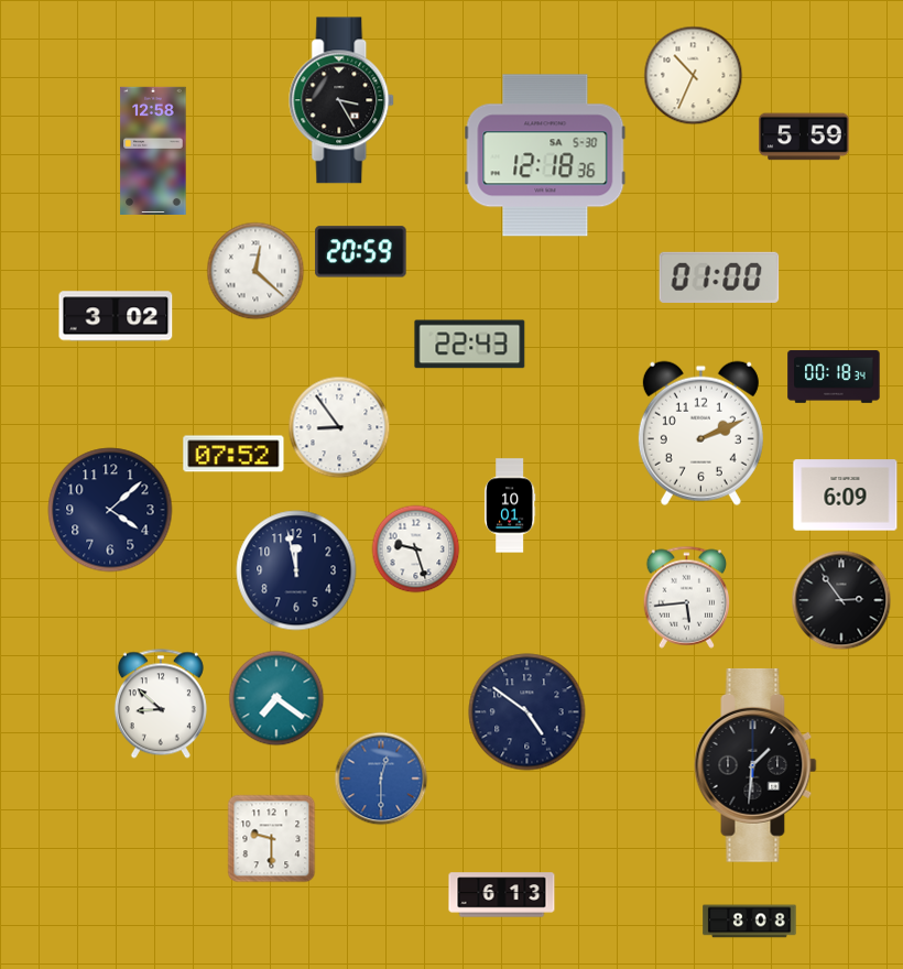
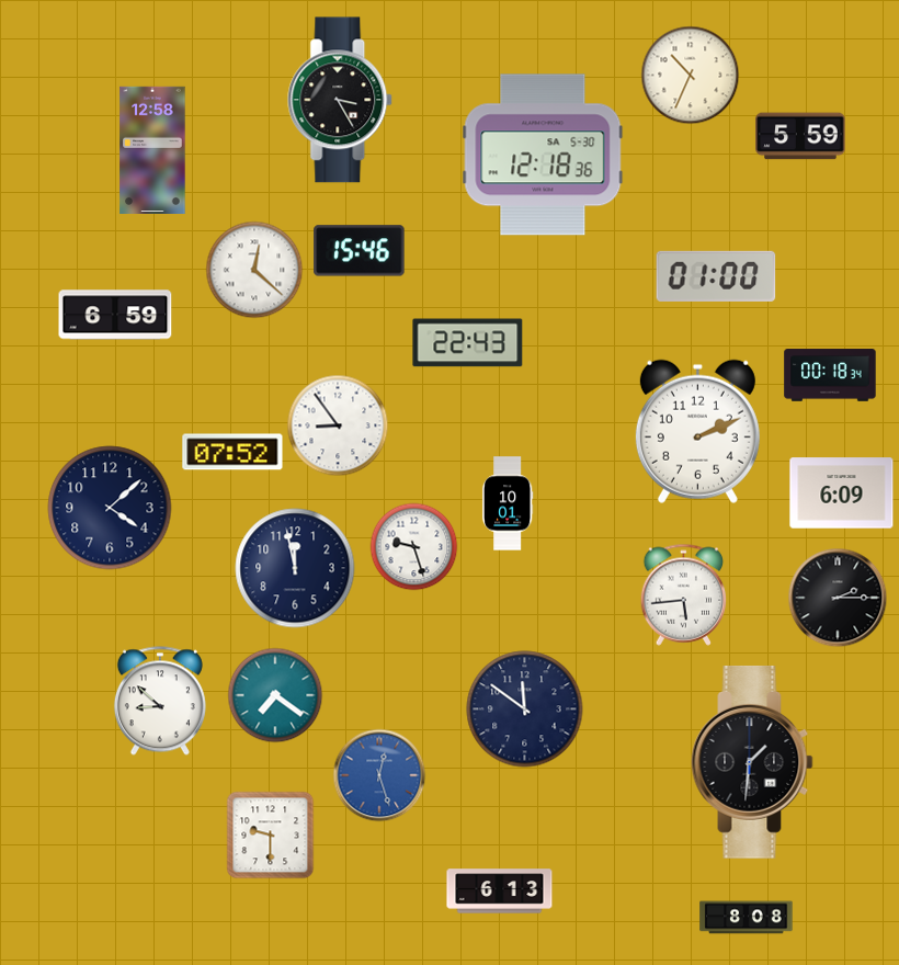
clock at (361, 252): 20:59 -> 15:46
clock at (116, 316): 3:02 -> 6:59
clock at (841, 600): 2:54 -> 2:15
clock at (527, 712): 4:51 -> 11:51
clock at (381, 779): 12:30 -> 12:27
